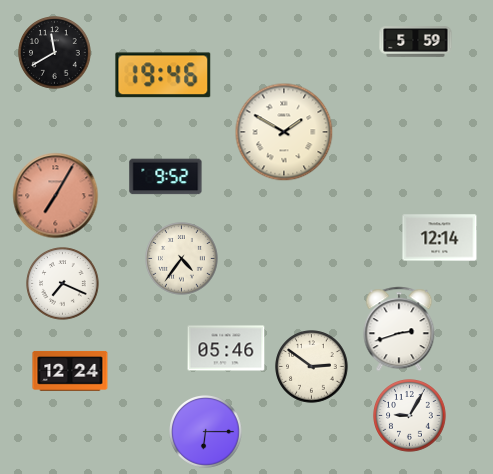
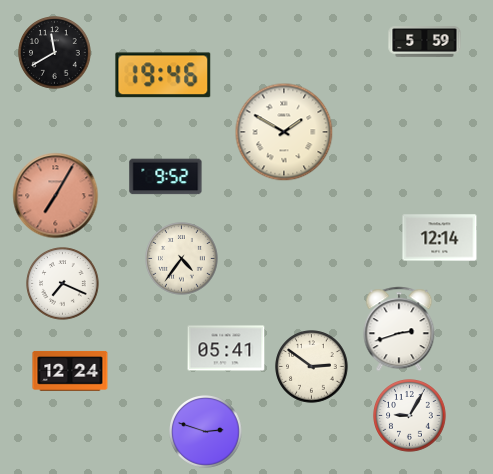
clock at (416, 42) position: (416, 42) -> (425, 42)
clock at (226, 348): 05:46 -> 05:41
clock at (206, 432): 6:15 -> 2:48
